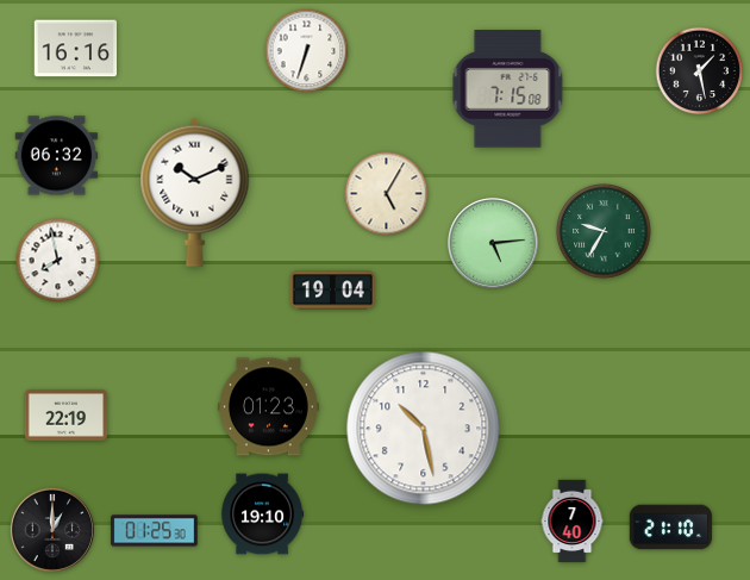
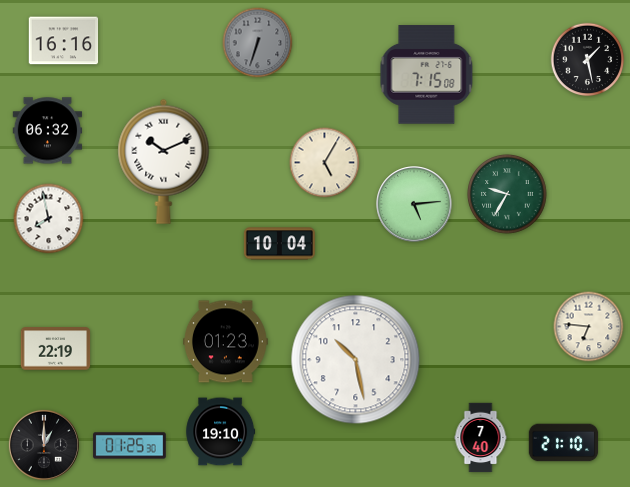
clock at (307, 51) dial: white -> grey
clock at (332, 291): 19:04 -> 10:04
clock at (589, 327): none -> 6:46
